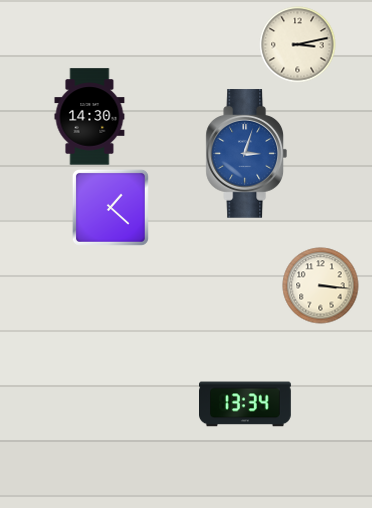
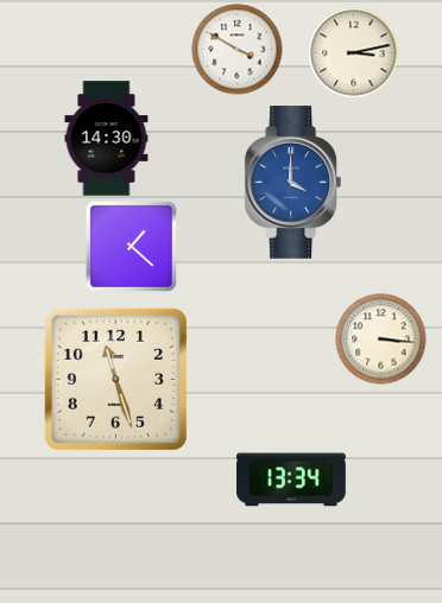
clock at (238, 50): none -> 3:50
clock at (246, 154): 3:03 -> 4:00
clock at (115, 379): none -> 11:27
